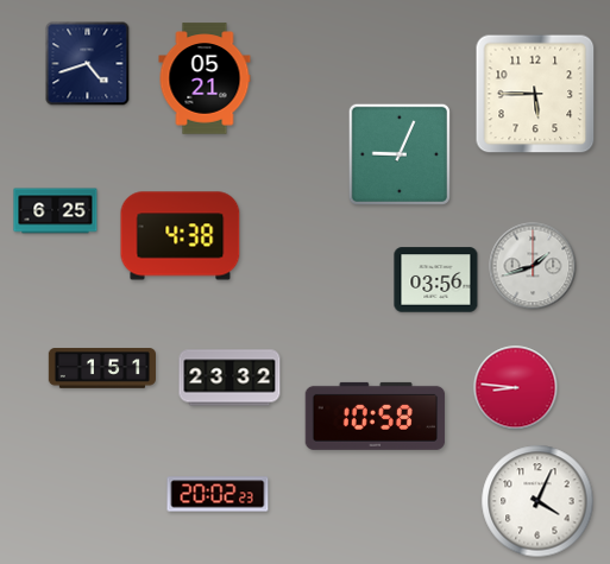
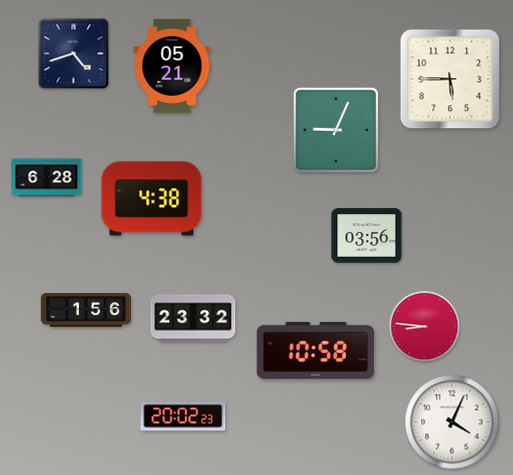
clock at (56, 211): 6:25 -> 6:28
clock at (533, 266): 1:42 -> none
clock at (101, 368): 1:51 -> 1:56
clock at (516, 388) position: (516, 388) -> (425, 327)
